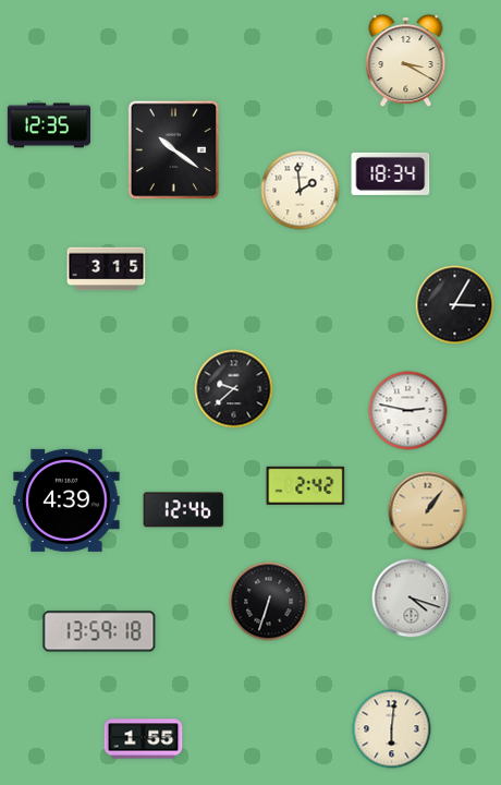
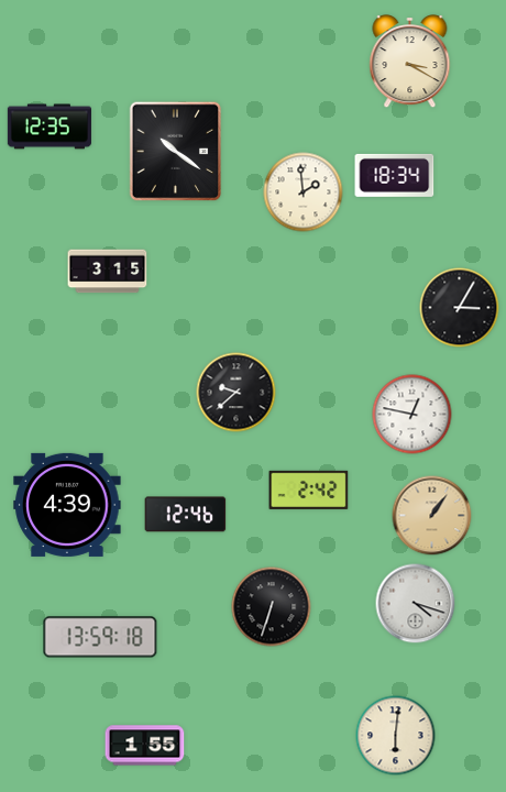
clock at (408, 411): 2:47 -> 12:47
